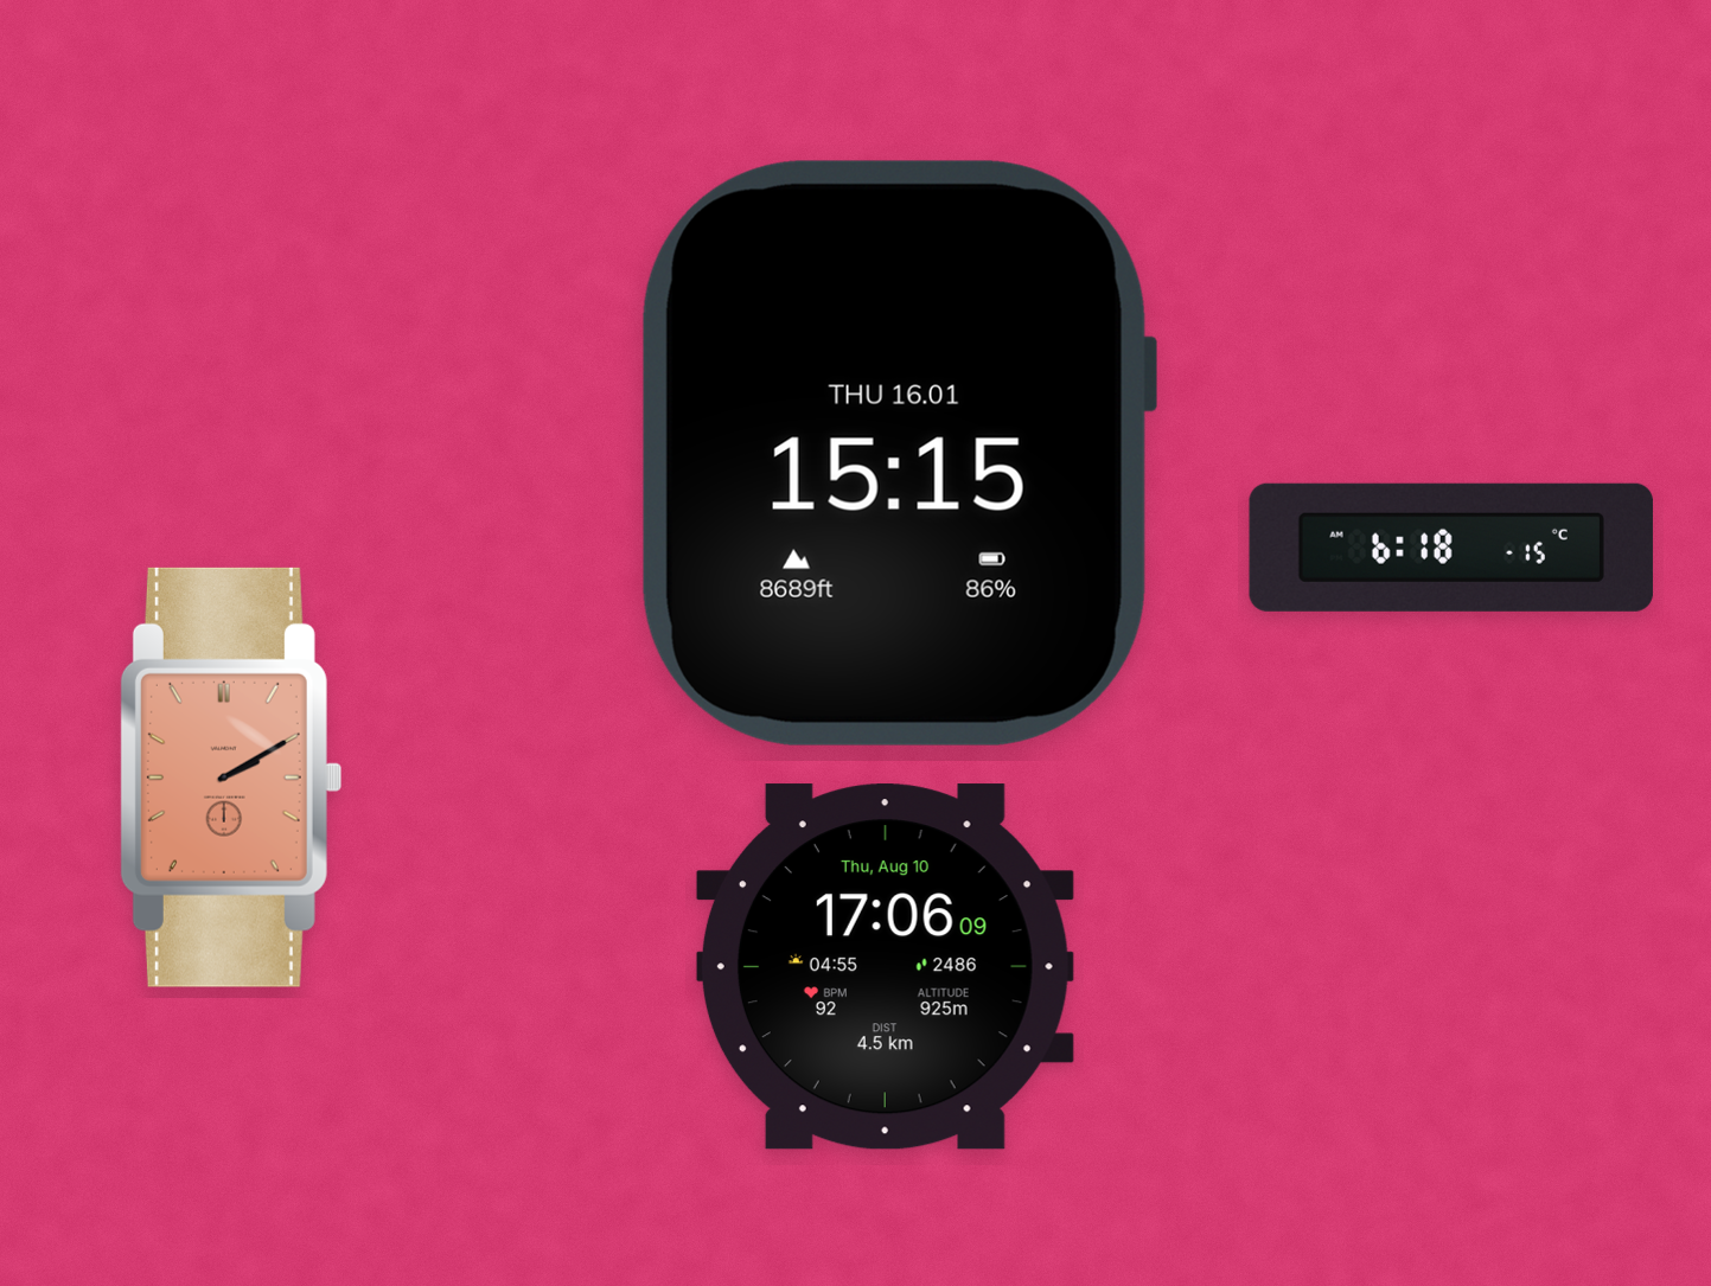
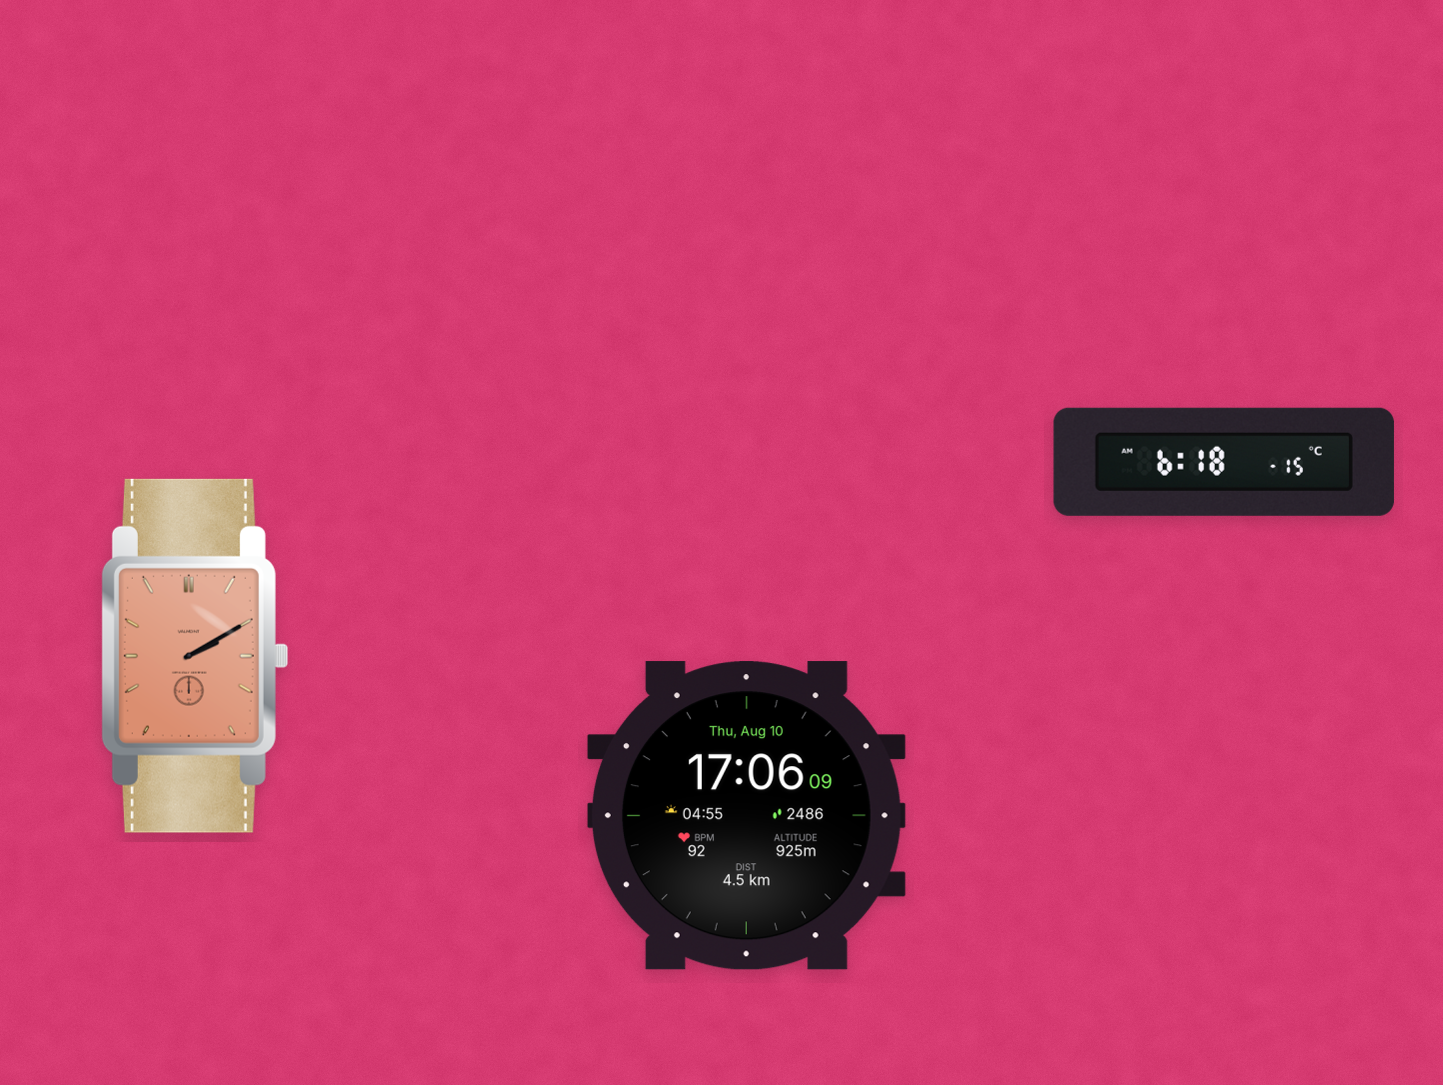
clock at (899, 453): 15:15 -> none
